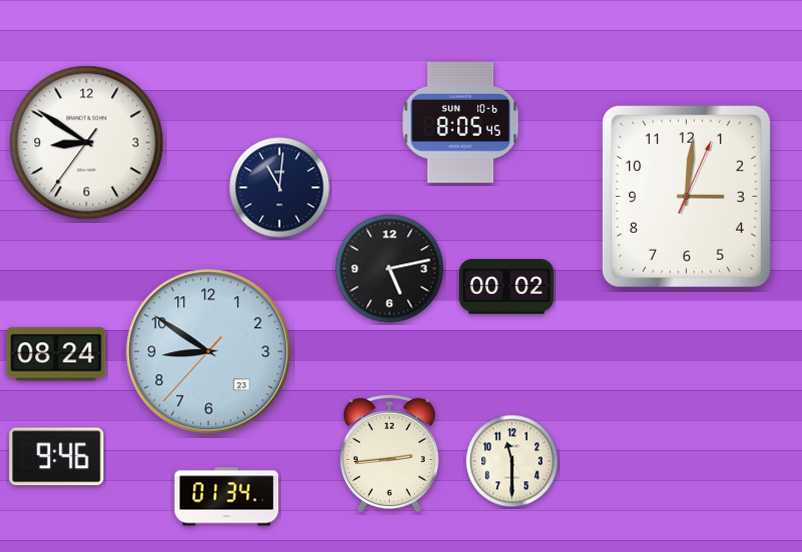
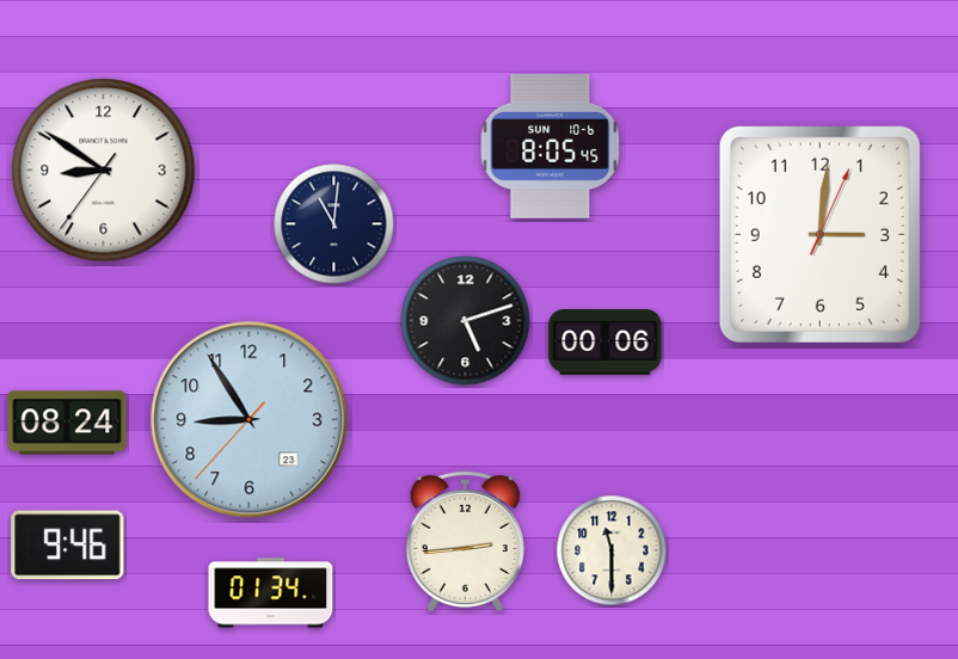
clock at (390, 269): 5:13 -> 5:12
clock at (507, 287): 00:02 -> 00:06
clock at (209, 352): 8:50 -> 8:54
